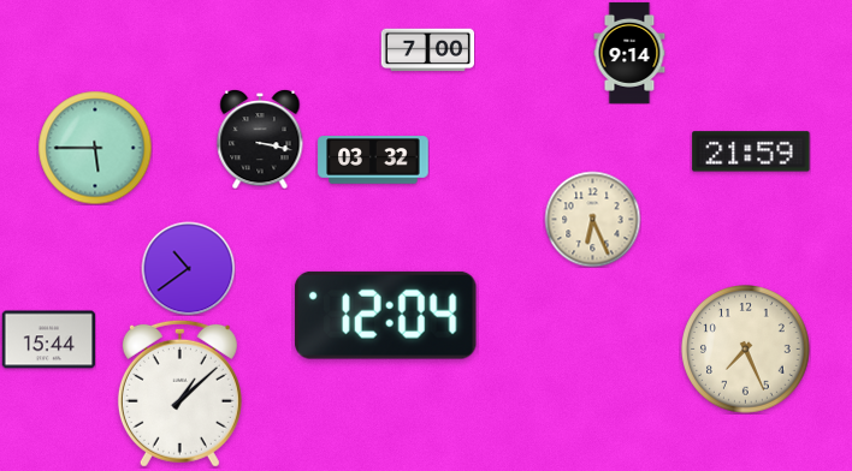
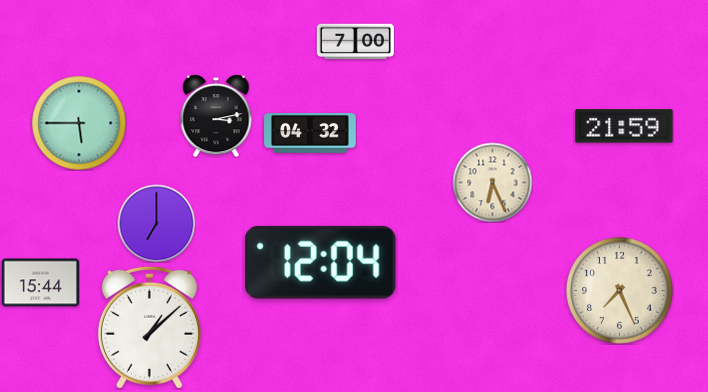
clock at (629, 53): 9:14 -> none
clock at (260, 139): 3:17 -> 3:13
clock at (373, 160): 03:32 -> 04:32
clock at (188, 268): 10:39 -> 7:00
